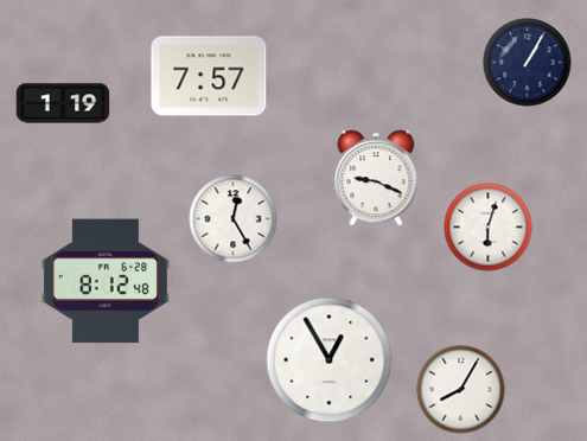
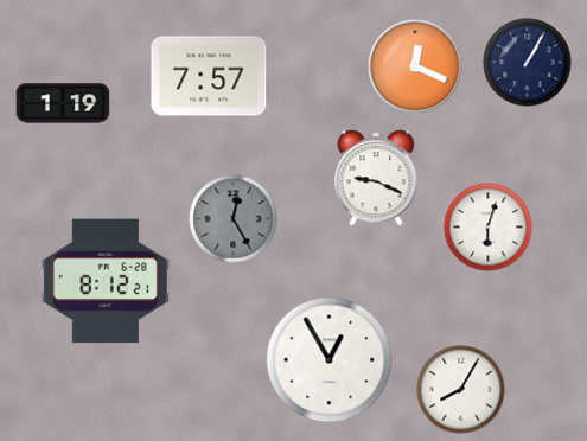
clock at (415, 66): none -> 12:19
clock at (234, 219) dial: white -> grey
clock at (106, 281): 8:12:48 -> 8:12:21
